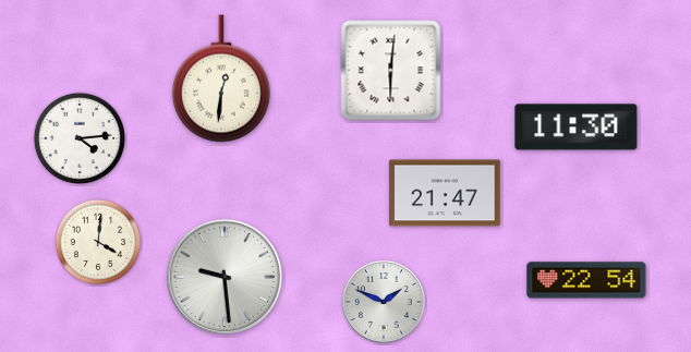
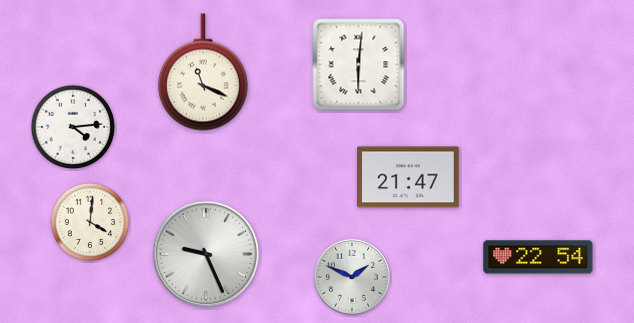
clock at (221, 78): 12:31 -> 11:19
clock at (577, 128): 11:30 -> none
clock at (225, 277): 9:29 -> 9:26
